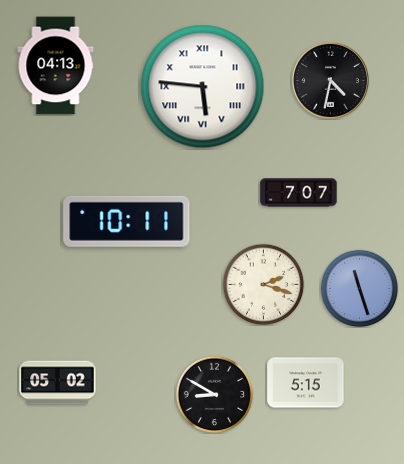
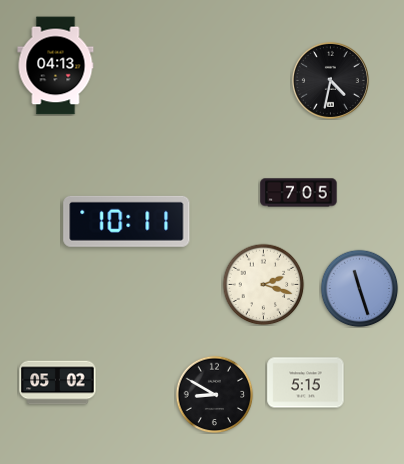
clock at (203, 87): 5:46 -> none
clock at (299, 193): 7:07 -> 7:05
